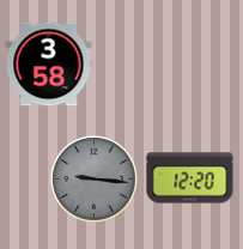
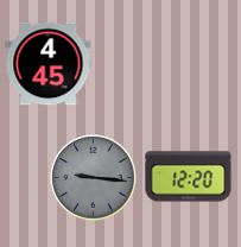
clock at (49, 65): 3:58 -> 4:45
